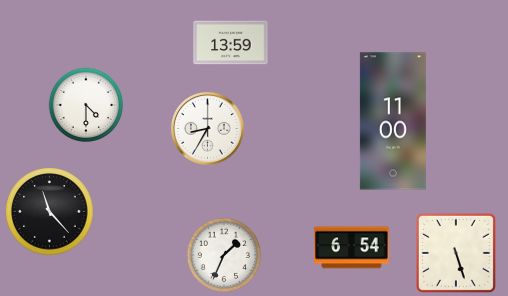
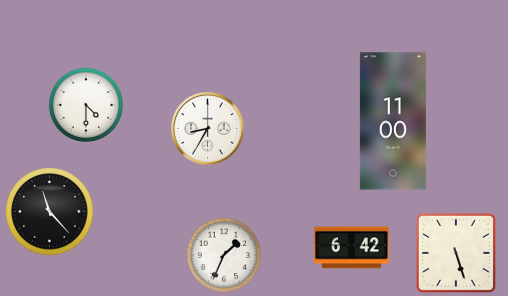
clock at (231, 43): 13:59 -> none
clock at (352, 248): 6:54 -> 6:42
